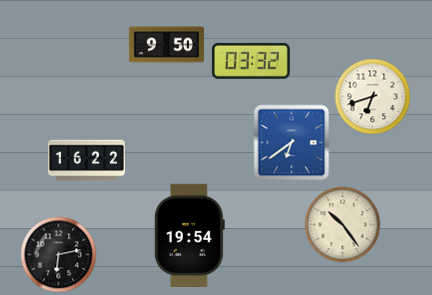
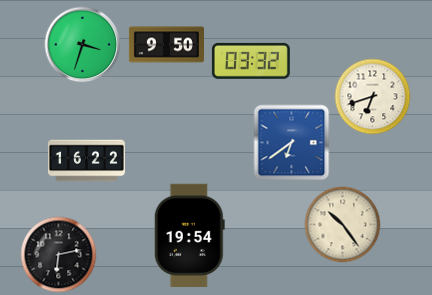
clock at (83, 45): none -> 3:33
